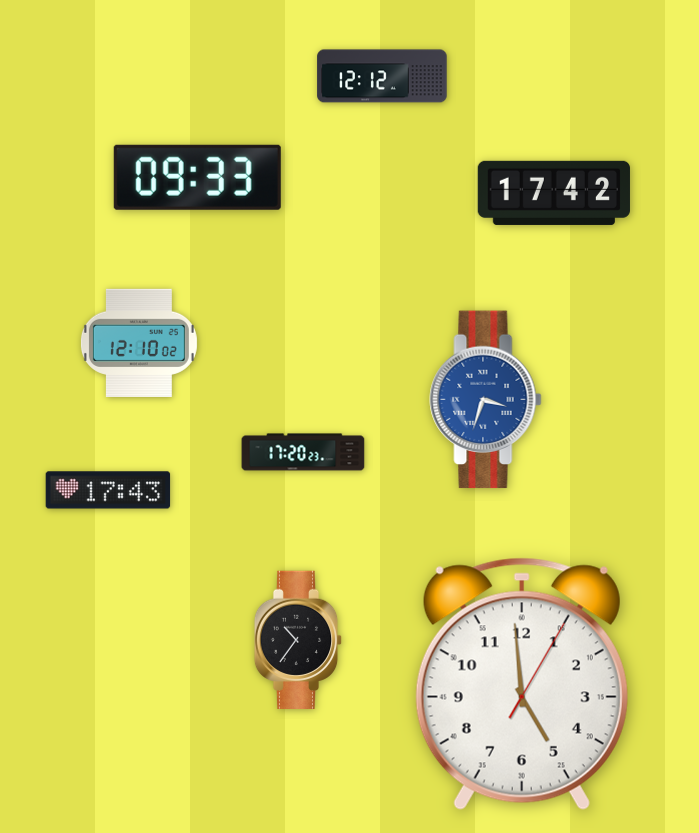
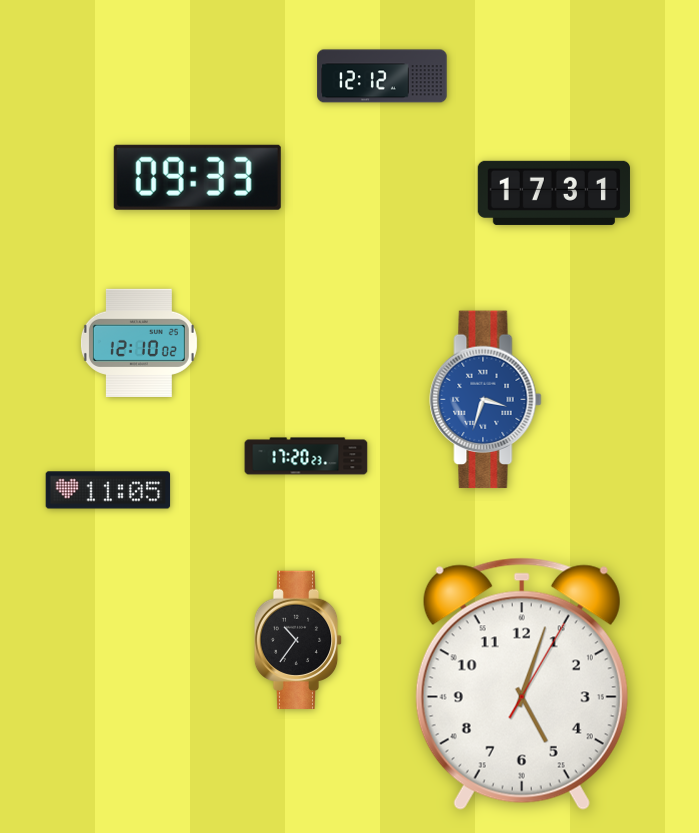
clock at (554, 193): 17:42 -> 17:31
clock at (303, 452) position: (303, 452) -> (306, 456)
clock at (108, 490): 17:43 -> 11:05
clock at (522, 684): 4:59 -> 5:03
